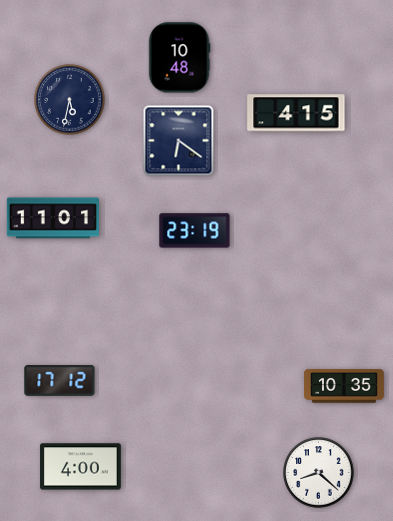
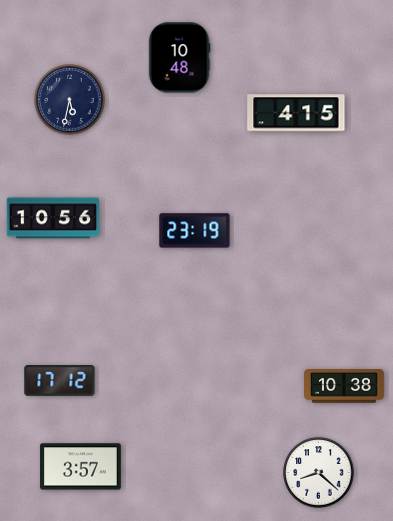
clock at (179, 141): 6:21 -> none
clock at (52, 218): 11:01 -> 10:56
clock at (344, 386): 10:35 -> 10:38
clock at (81, 467): 4:00 -> 3:57
